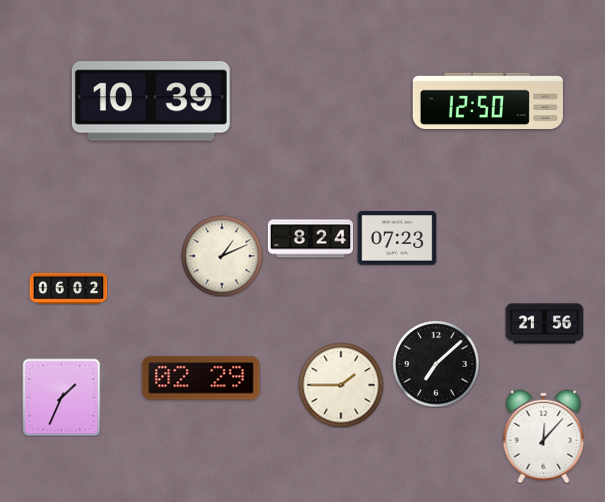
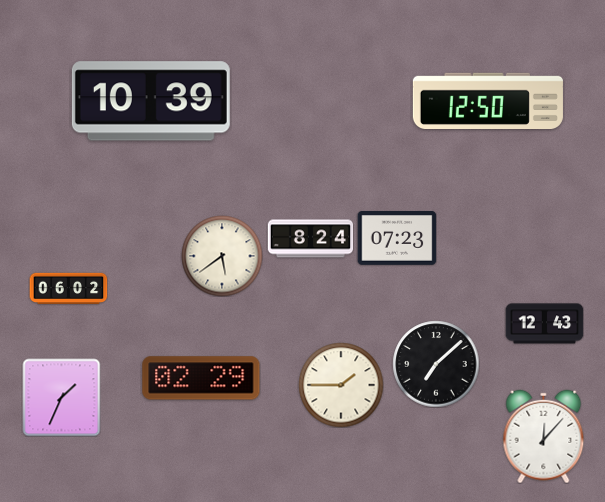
clock at (222, 256): 1:11 -> 5:39
clock at (544, 324): 21:56 -> 12:43
